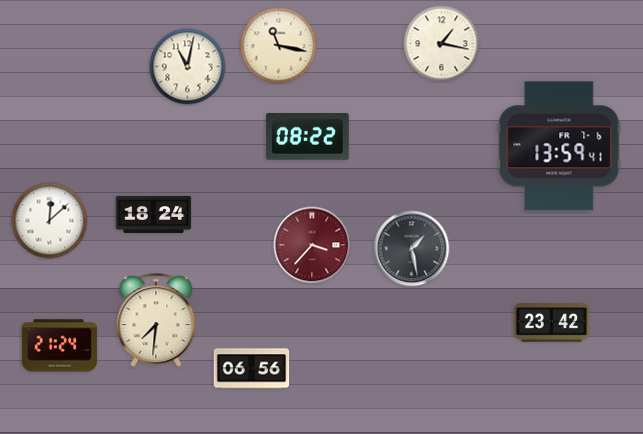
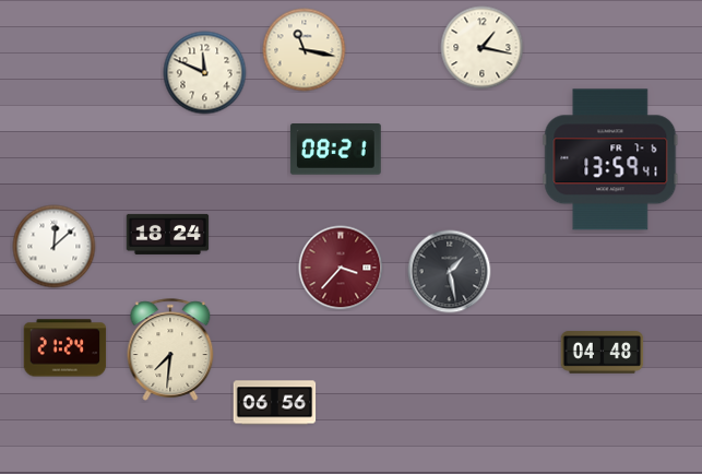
clock at (188, 67): 11:02 -> 11:49
clock at (307, 137): 08:22 -> 08:21
clock at (50, 221) position: (50, 221) -> (55, 247)
clock at (552, 323): 23:42 -> 04:48
clock at (60, 346) position: (60, 346) -> (66, 348)
